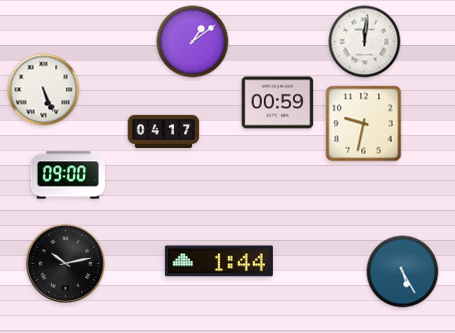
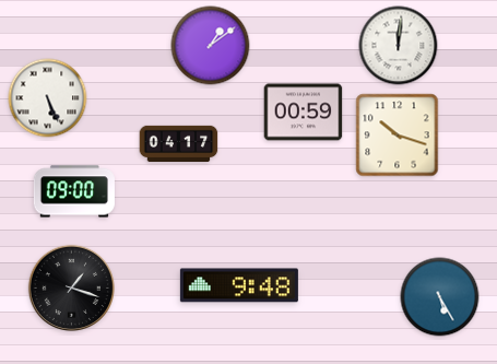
clock at (364, 124): 9:32 -> 10:18
clock at (219, 261): 1:44 -> 9:48
clock at (65, 263): 10:13 -> 1:18
